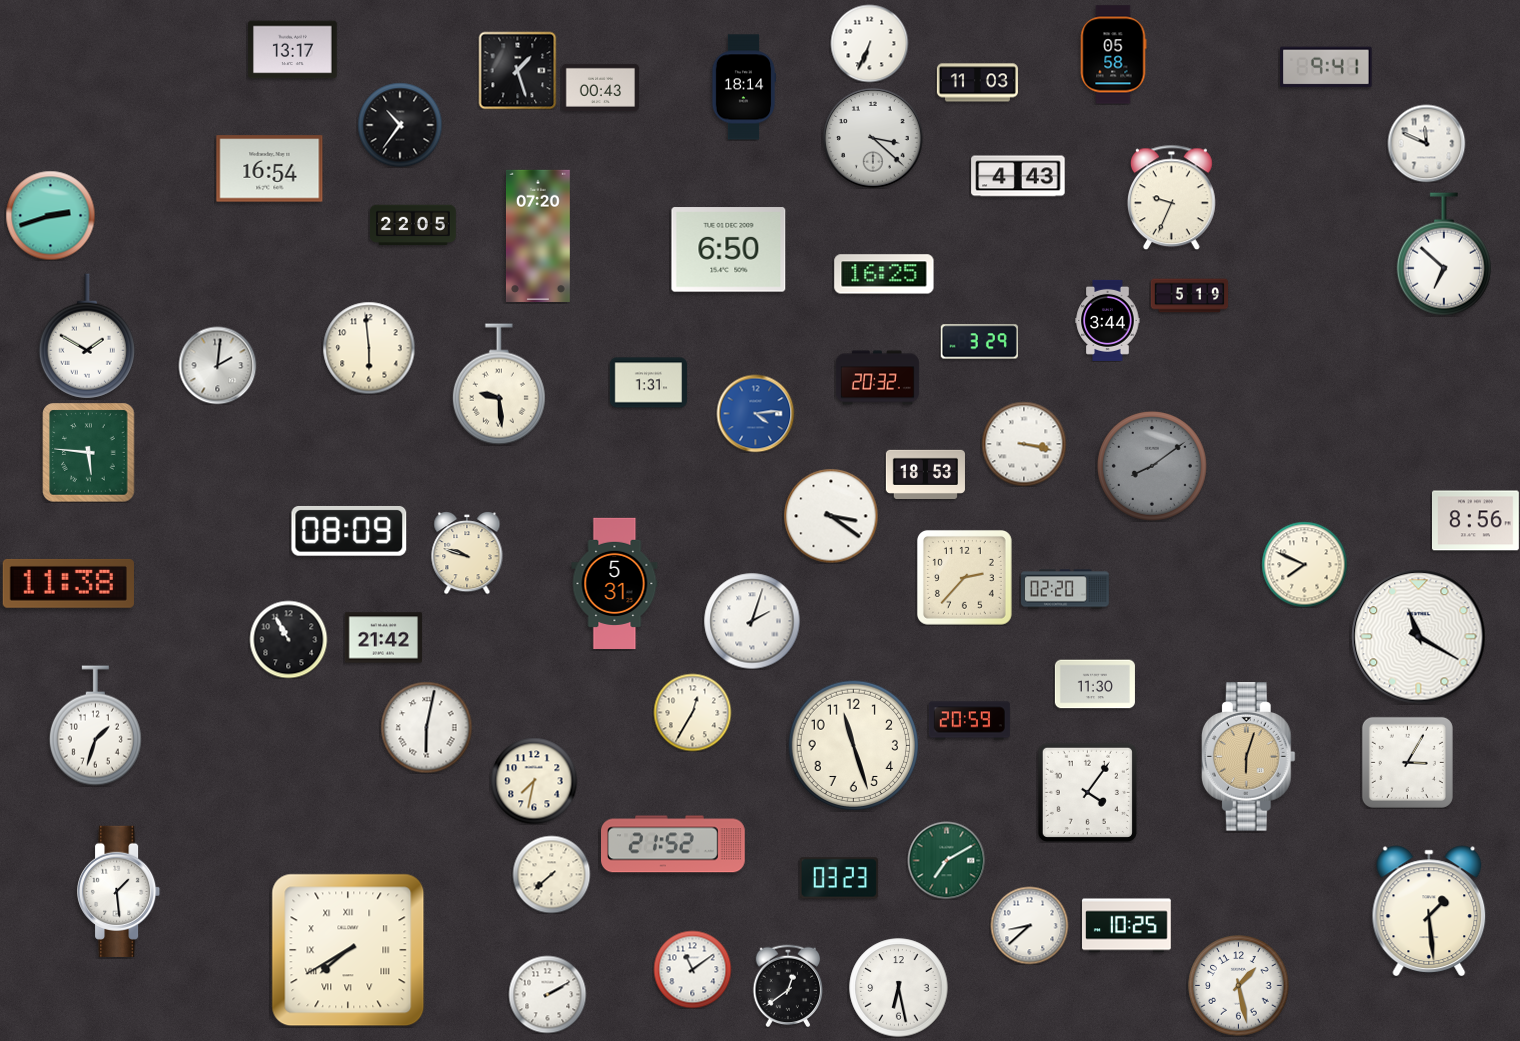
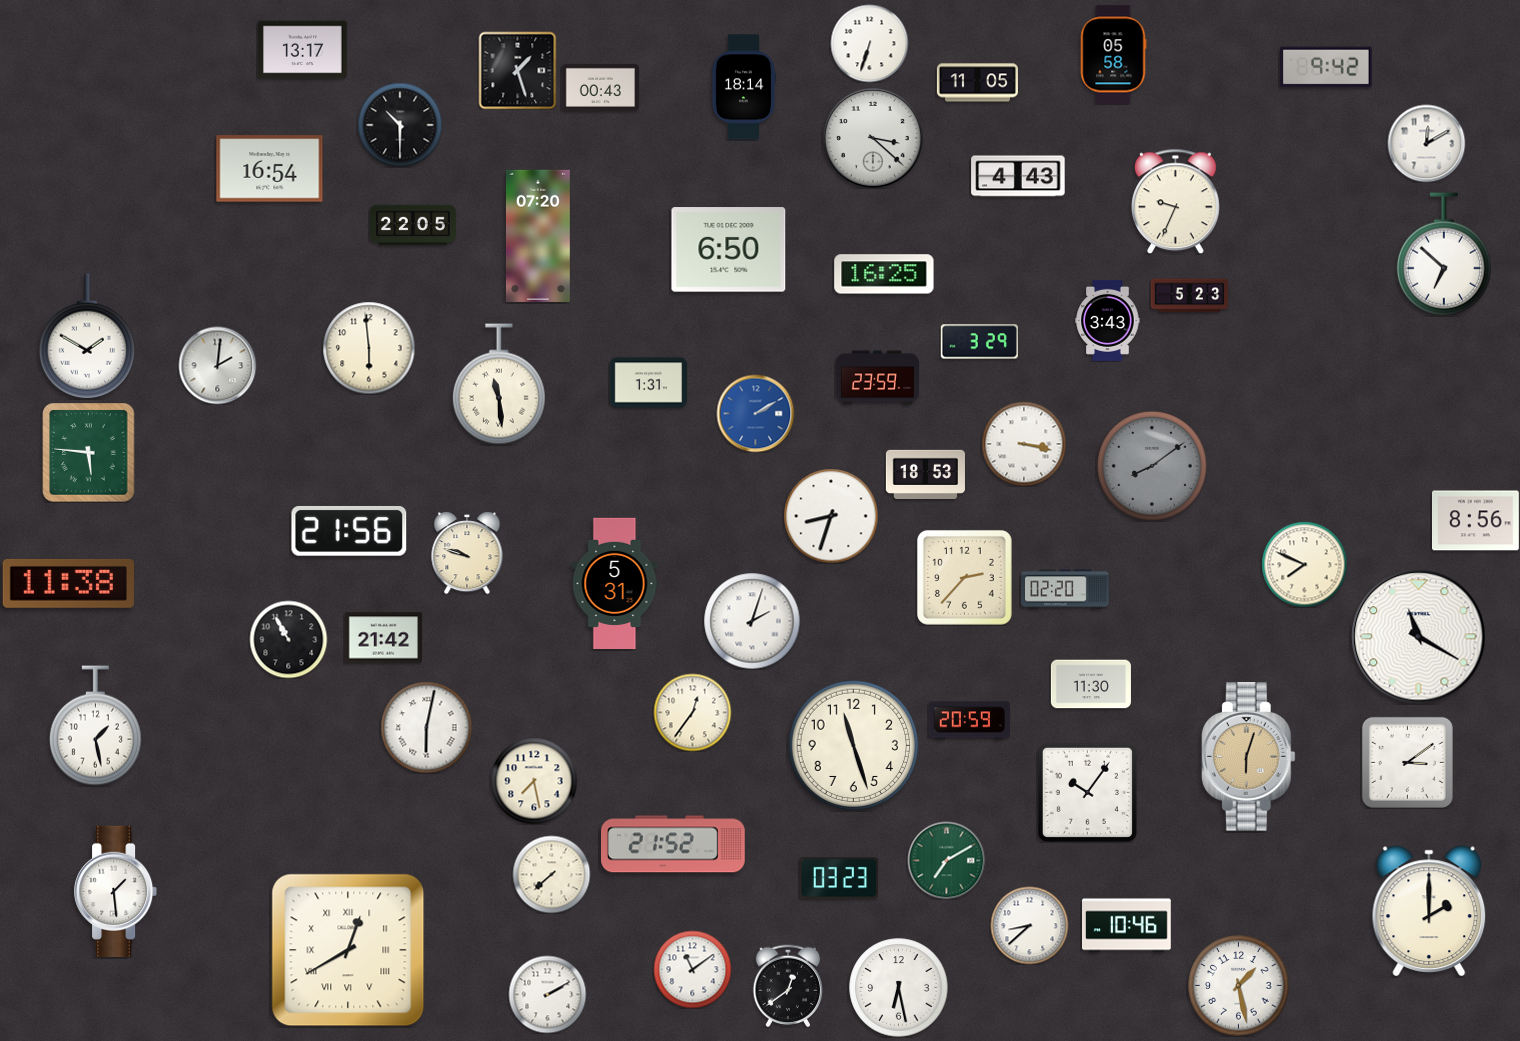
clock at (869, 43): 6:34 -> 6:33
clock at (293, 50) position: (293, 50) -> (303, 50)
clock at (1326, 67): 9:41 -> 9:42
clock at (977, 83): 11:03 -> 11:05
clock at (400, 125): 10:36 -> 10:30
clock at (1426, 143): 11:49 -> 12:10
clock at (1171, 197) position: (1171, 197) -> (1175, 201)
clock at (50, 215): 2:42 -> none
clock at (1189, 296): 5:19 -> 5:23
clock at (1108, 320): 3:44 -> 3:43
clock at (877, 378): 20:32 -> 23:59
clock at (499, 384): 9:29 -> 11:29
clock at (755, 413): 4:14 -> 2:10
clock at (831, 516): 3:21 -> 8:33
clock at (349, 531): 08:09 -> 21:56
clock at (1095, 684) position: (1095, 684) -> (1091, 684)
clock at (692, 712): 12:35 -> 12:36
clock at (95, 726): 1:33 -> 1:28
clock at (1407, 762): 3:05 -> 3:09
clock at (534, 781): 7:32 -> 7:28
clock at (1087, 792): 4:06 -> 10:06
clock at (120, 891) position: (120, 891) -> (117, 891)
clock at (1429, 911): 1:29 -> 2:00
clock at (1127, 926): 10:25 -> 10:46
clock at (348, 950): 7:40 -> 12:40
